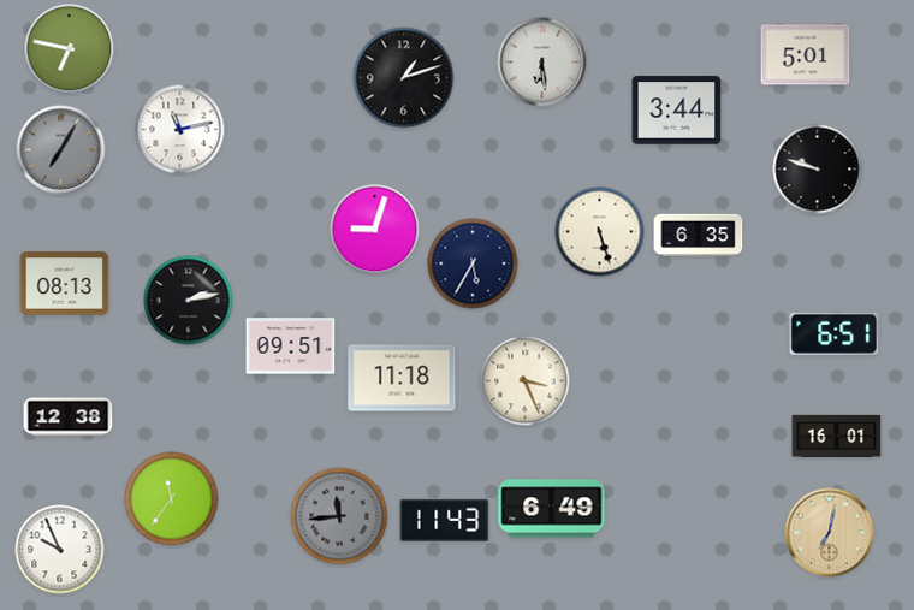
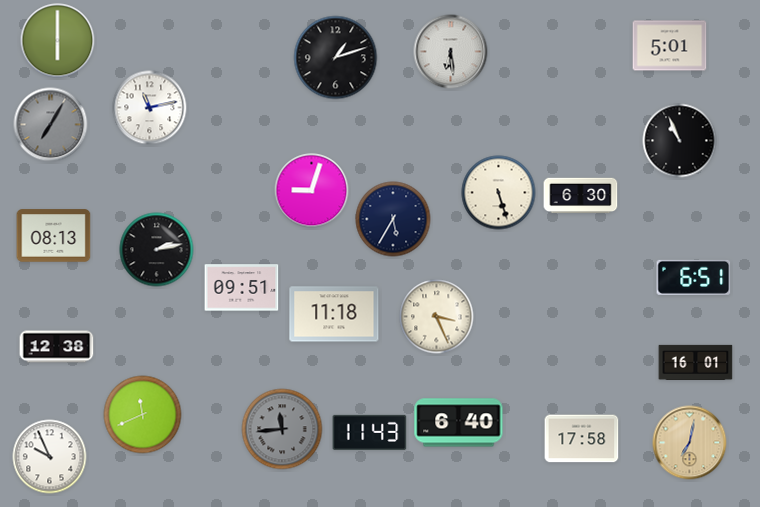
clock at (70, 49): 6:47 -> 6:00
clock at (404, 78) position: (404, 78) -> (336, 58)
clock at (677, 111): 3:44 -> none
clock at (818, 170): 9:48 -> 10:56
clock at (699, 236): 6:35 -> 6:30
clock at (172, 499): 11:36 -> 11:41
clock at (552, 509): 6:49 -> 6:40
clock at (582, 439): none -> 17:58
